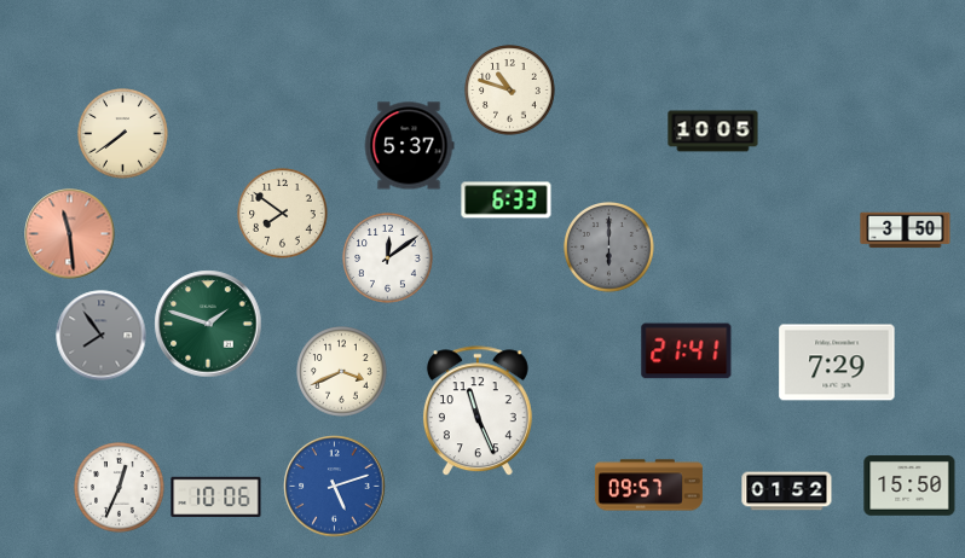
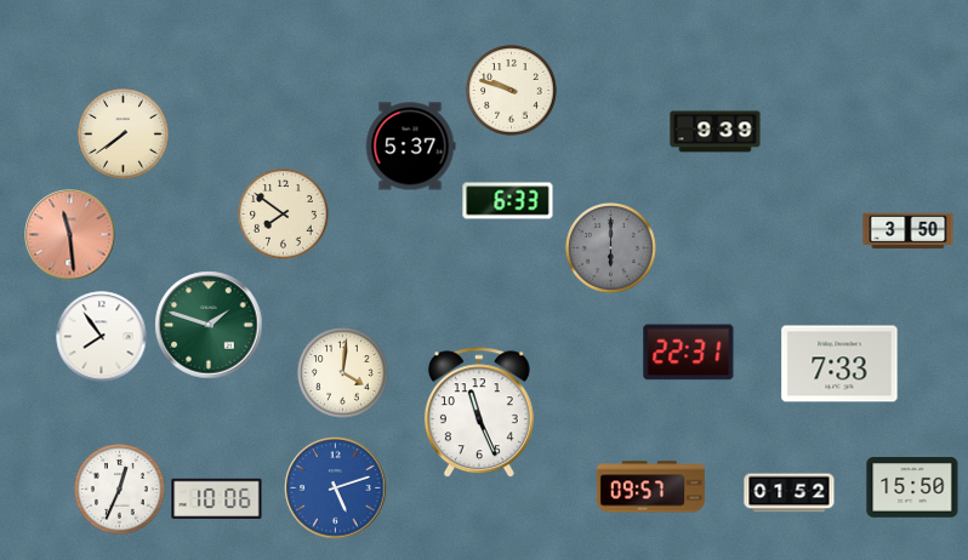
clock at (510, 91): 10:48 -> 9:48
clock at (713, 132): 10:05 -> 9:39
clock at (388, 258): 12:09 -> none
clock at (102, 336) dial: grey -> white
clock at (687, 351): 21:41 -> 22:31
clock at (837, 362): 7:29 -> 7:33
clock at (342, 372): 3:41 -> 4:01
